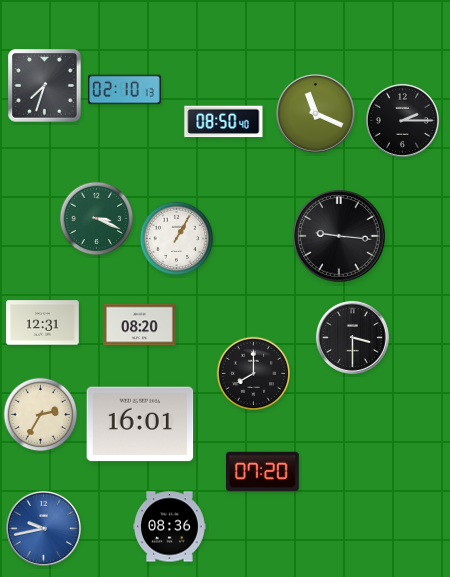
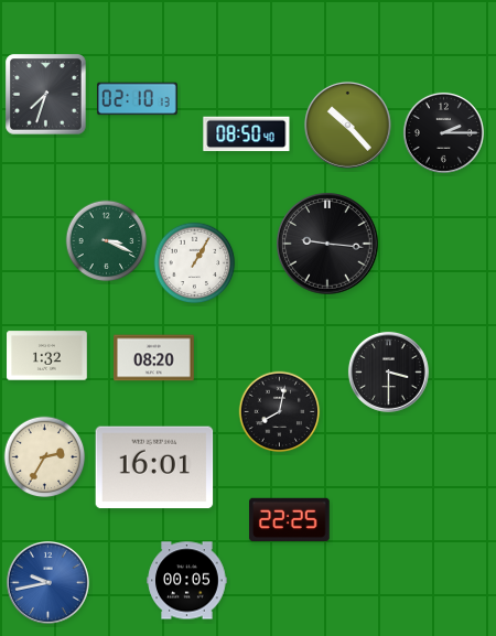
clock at (45, 86) position: (45, 86) -> (46, 95)
clock at (315, 113): 11:19 -> 10:23
clock at (339, 236) position: (339, 236) -> (327, 244)
clock at (43, 323): 12:31 -> 1:32
clock at (254, 374): 8:00 -> 8:02
clock at (263, 472): 07:20 -> 22:25
clock at (170, 527): 08:36 -> 00:05
